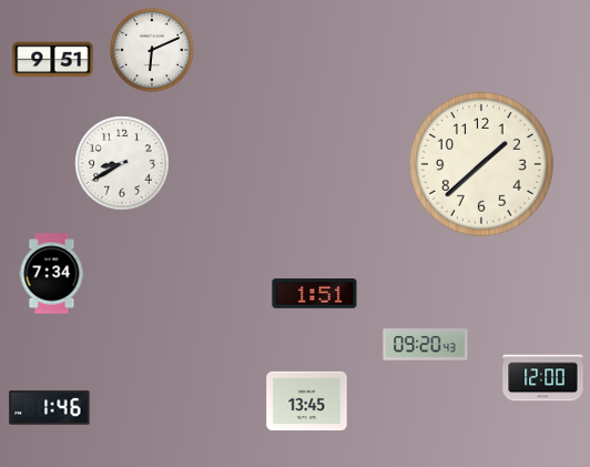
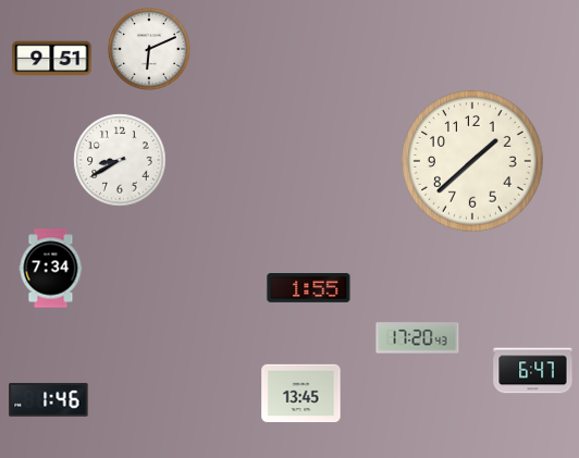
clock at (315, 294): 1:51 -> 1:55
clock at (426, 345): 09:20 -> 17:20
clock at (543, 378): 12:00 -> 6:47
